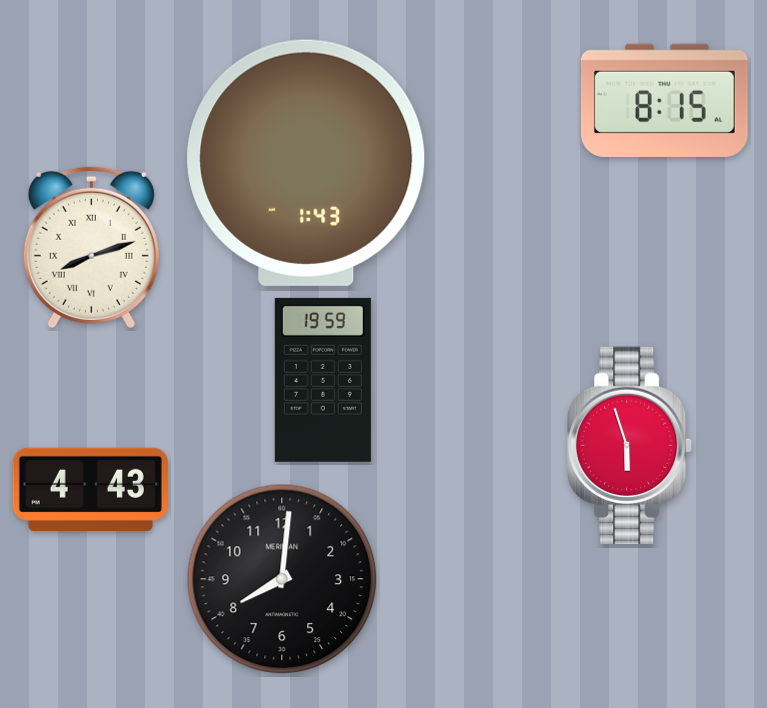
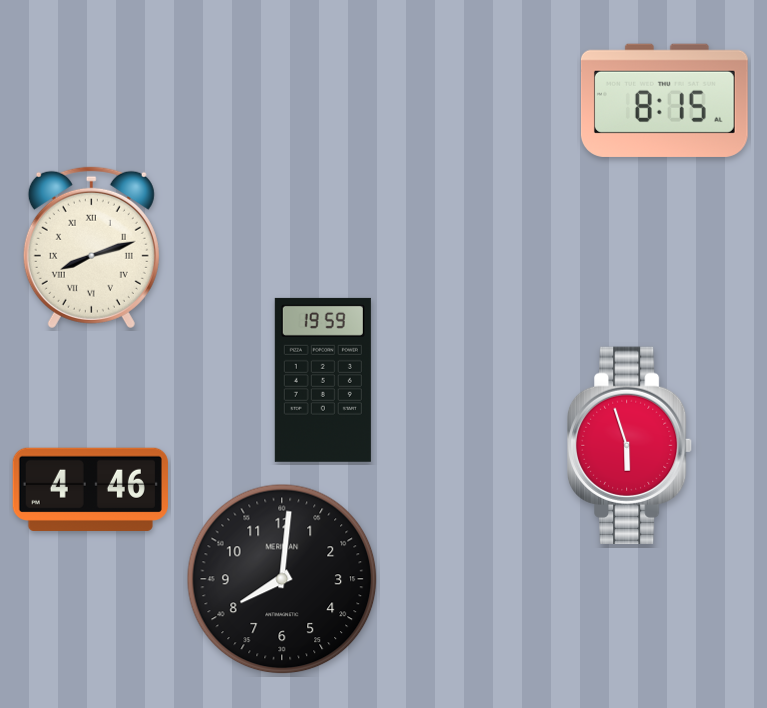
clock at (306, 163): 1:43 -> none
clock at (90, 489): 4:43 -> 4:46
